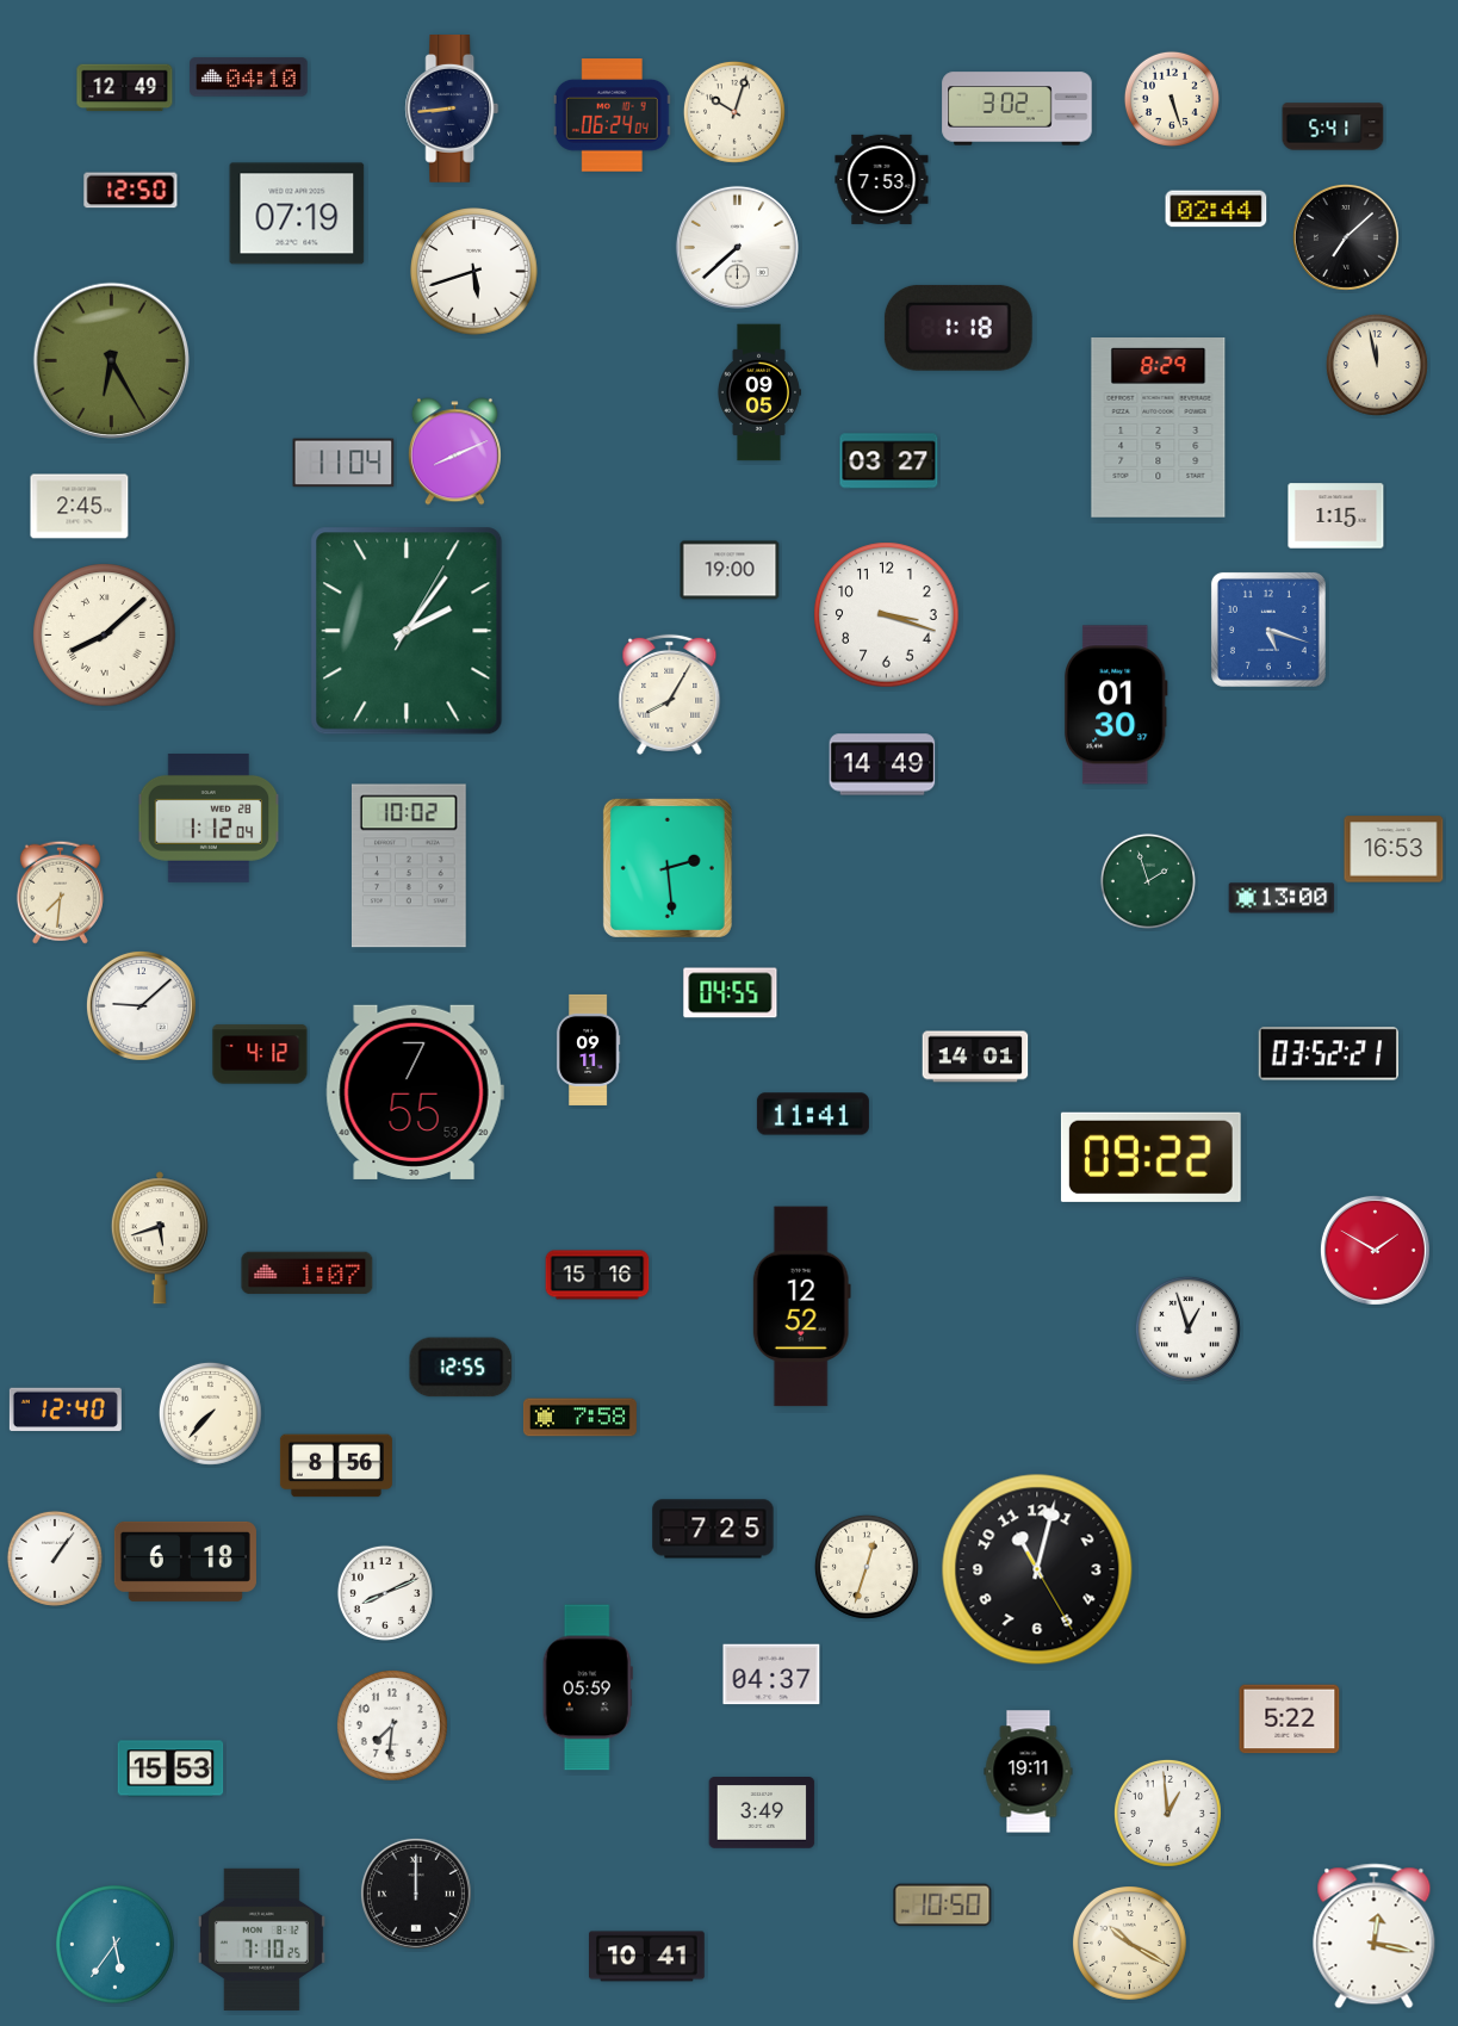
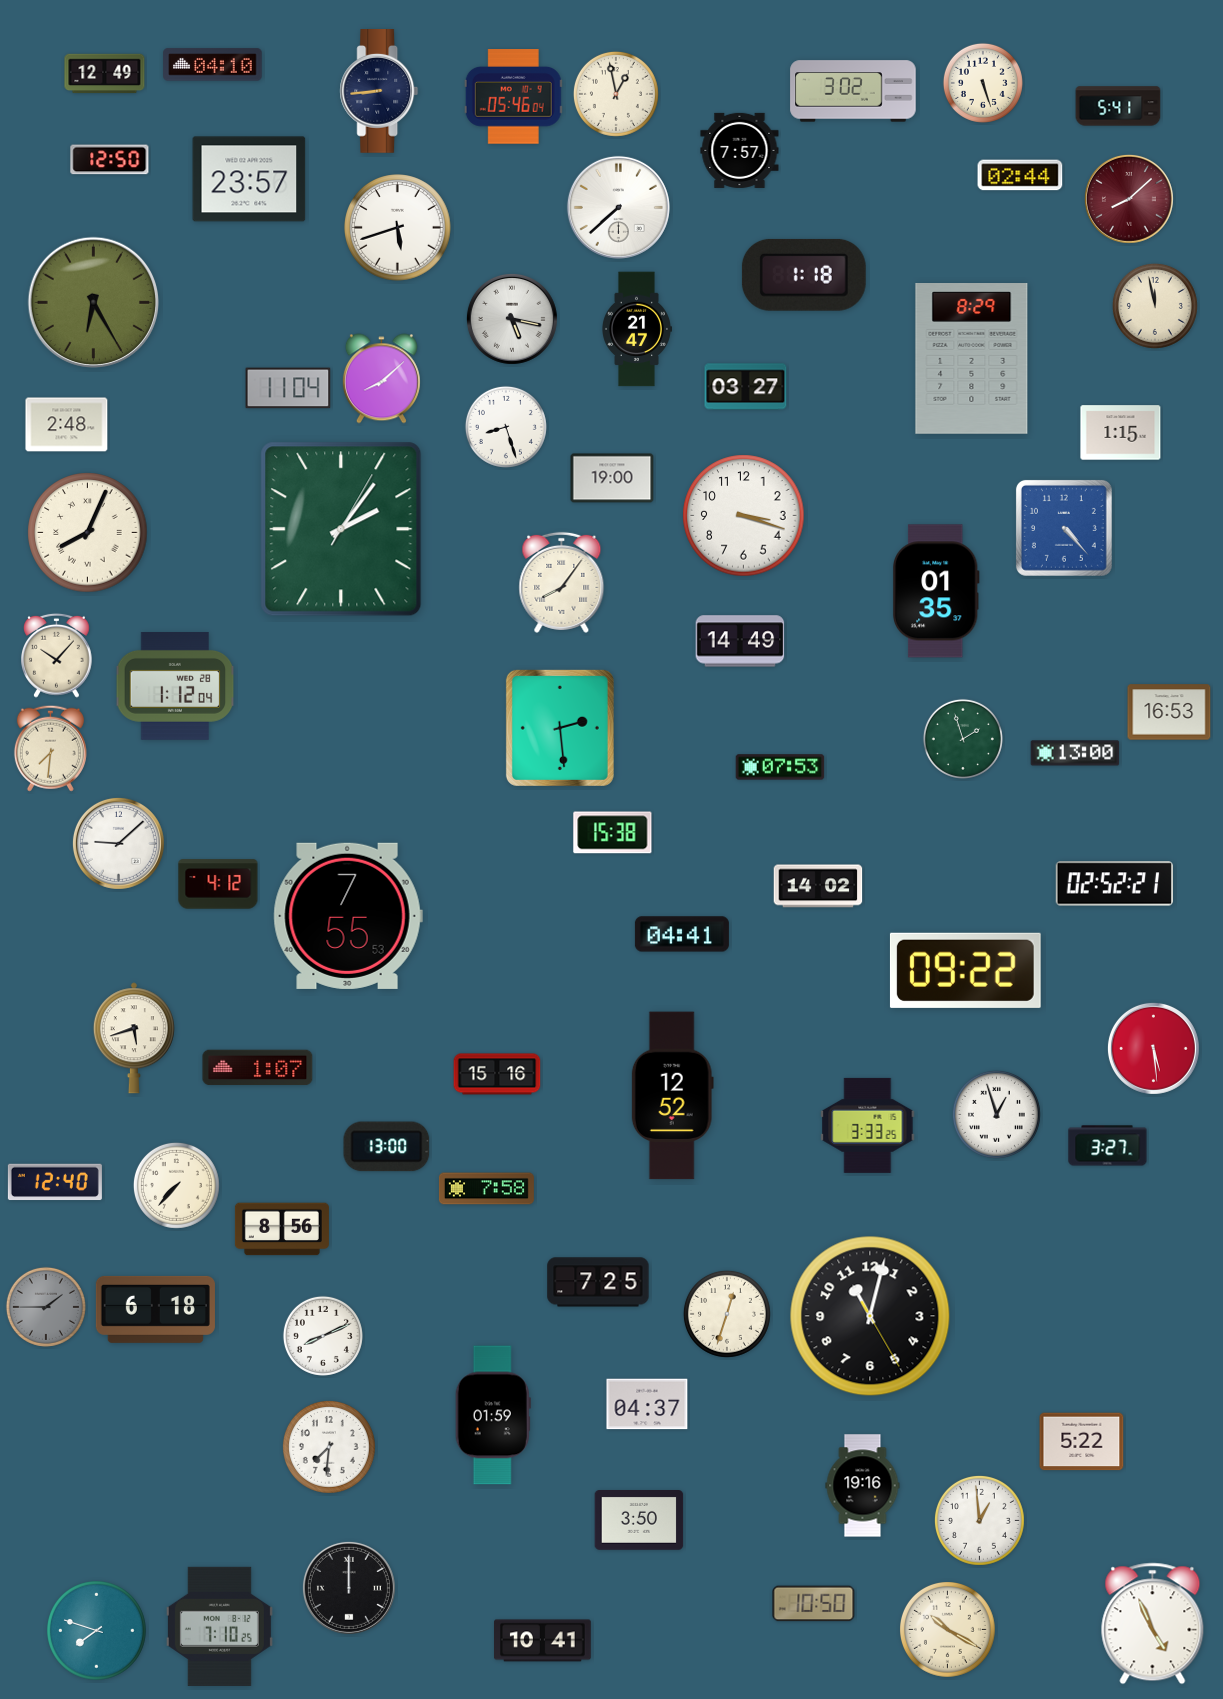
clock at (249, 78) position: (249, 78) -> (213, 65)
clock at (734, 112): 10:03 -> 12:58
clock at (612, 116): 06:24 -> 05:46
clock at (882, 179): 7:53 -> 7:57
clock at (297, 213): 07:19 -> 23:57
clock at (1346, 237): 7:08 -> 8:08
clock at (1346, 237) dial: black -> burgundy
clock at (512, 319): none -> 5:17
clock at (759, 392): 09:05 -> 21:47
clock at (454, 452): 8:11 -> 8:08
clock at (80, 507): 2:45 -> 2:48
clock at (506, 427): none -> 8:27
clock at (1268, 630): 5:18 -> 4:23
clock at (105, 636): 8:08 -> 8:04
clock at (670, 694): 8:05 -> 8:06
clock at (1116, 705): 01:30 -> 01:35
clock at (57, 655): none -> 10:07
clock at (409, 866): 10:02 -> none
clock at (780, 767): none -> 07:53
clock at (731, 993): 04:55 -> 15:38
clock at (588, 1049): 09:11 -> none
clock at (1328, 1054): 03:52 -> 02:52
clock at (975, 1057): 14:01 -> 14:02
clock at (813, 1114): 11:41 -> 04:41
clock at (1375, 1250): 1:50 -> 5:29
clock at (597, 1275) position: (597, 1275) -> (497, 1074)
clock at (868, 1125): none -> 3:33
clock at (1108, 1146): none -> 3:27
clock at (461, 1368): 12:55 -> 13:00
clock at (55, 1559): 1:06 -> 1:45
clock at (55, 1559) dial: white -> grey
clock at (588, 1687): 05:59 -> 01:59
clock at (170, 1768): 15:53 -> none
clock at (1029, 1772): 19:11 -> 19:16
clock at (762, 1814): 3:49 -> 3:50
clock at (943, 1906) position: (943, 1906) -> (814, 1604)
clock at (1375, 1937): 12:17 -> 4:56
clock at (116, 1945): 5:36 -> 7:48
